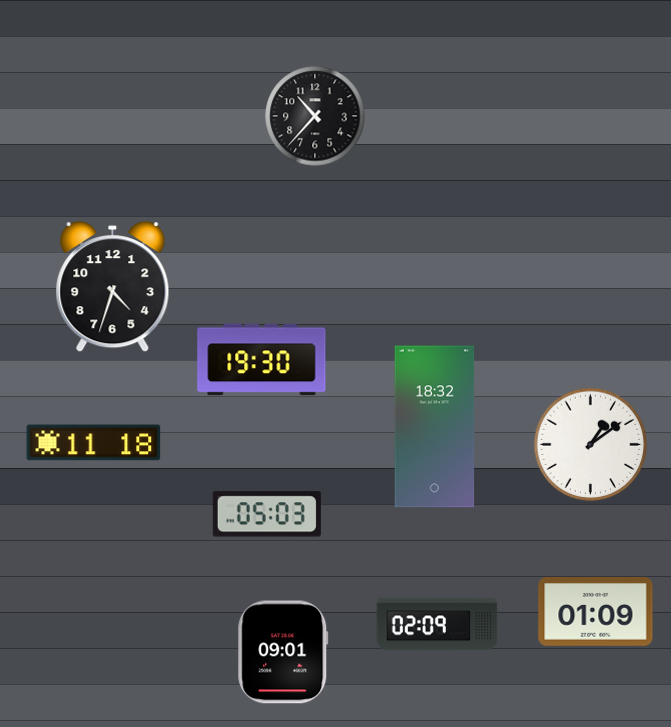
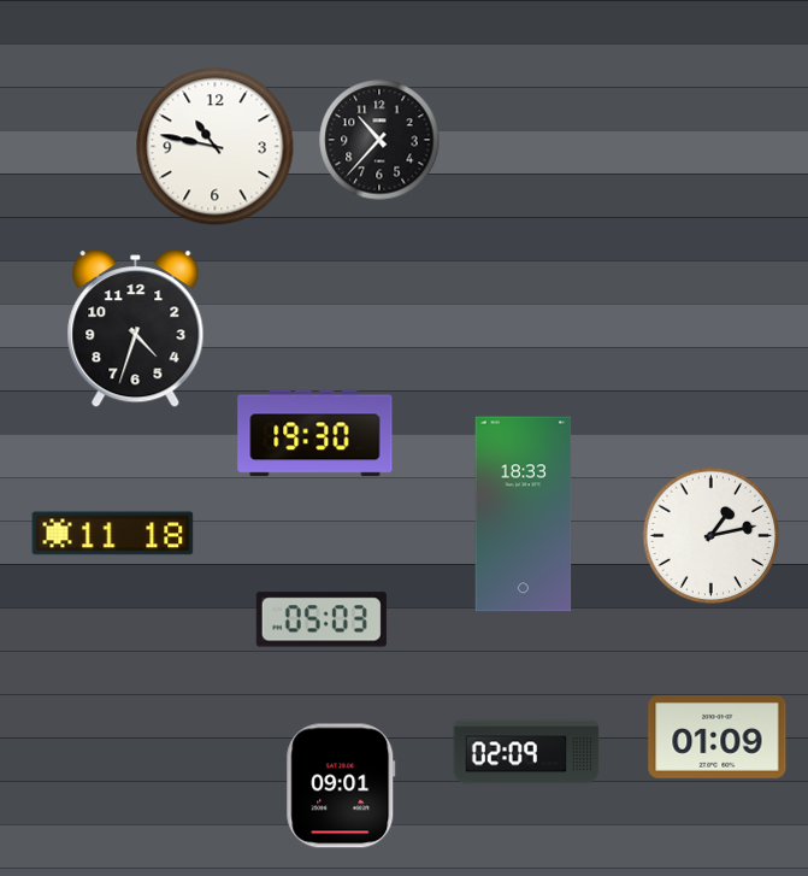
clock at (216, 147): none -> 10:47
clock at (113, 287) position: (113, 287) -> (136, 329)
clock at (435, 427): 18:32 -> 18:33
clock at (591, 445): 1:09 -> 1:13
